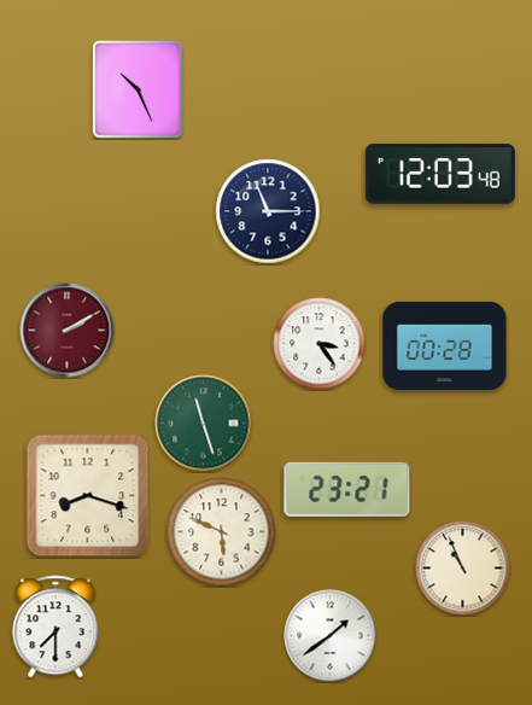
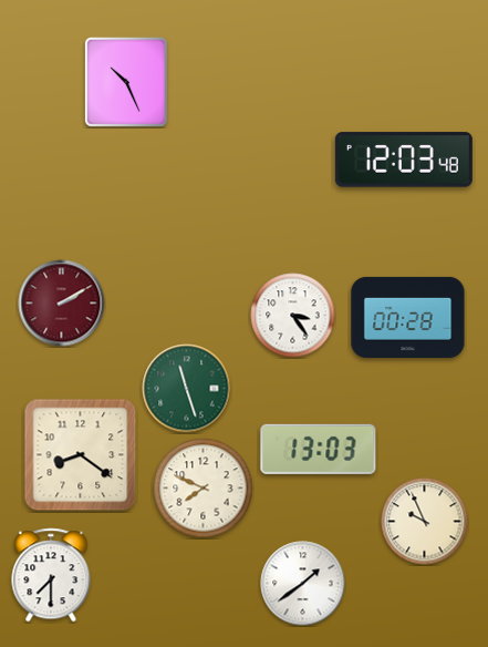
clock at (268, 211): 11:15 -> none
clock at (347, 489): 23:21 -> 13:03
clock at (88, 496): 8:18 -> 8:21
clock at (222, 532): 5:49 -> 7:49
clock at (463, 569): 10:56 -> 9:56
